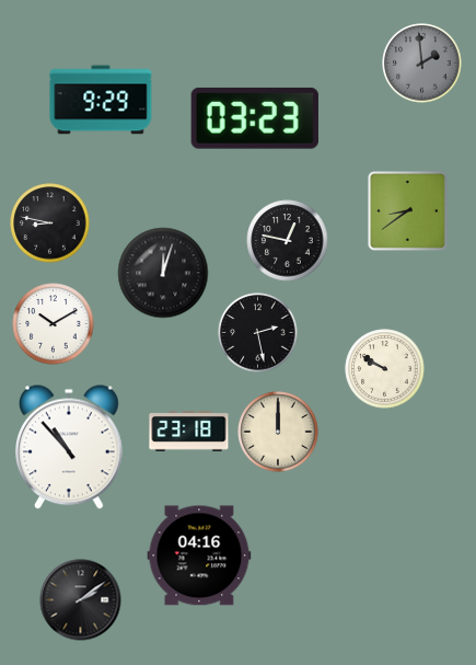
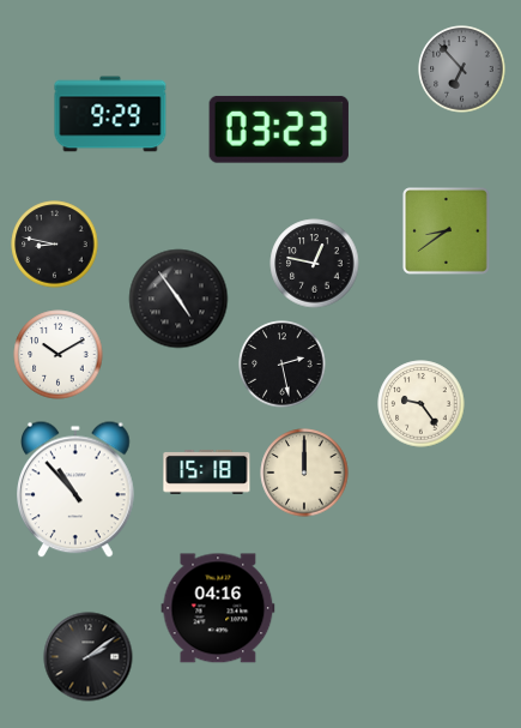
clock at (422, 64): 1:59 -> 6:53
clock at (101, 100) position: (101, 100) -> (110, 114)
clock at (163, 273): 12:03 -> 4:54
clock at (385, 369): 9:50 -> 9:24
clock at (189, 431): 23:18 -> 15:18
